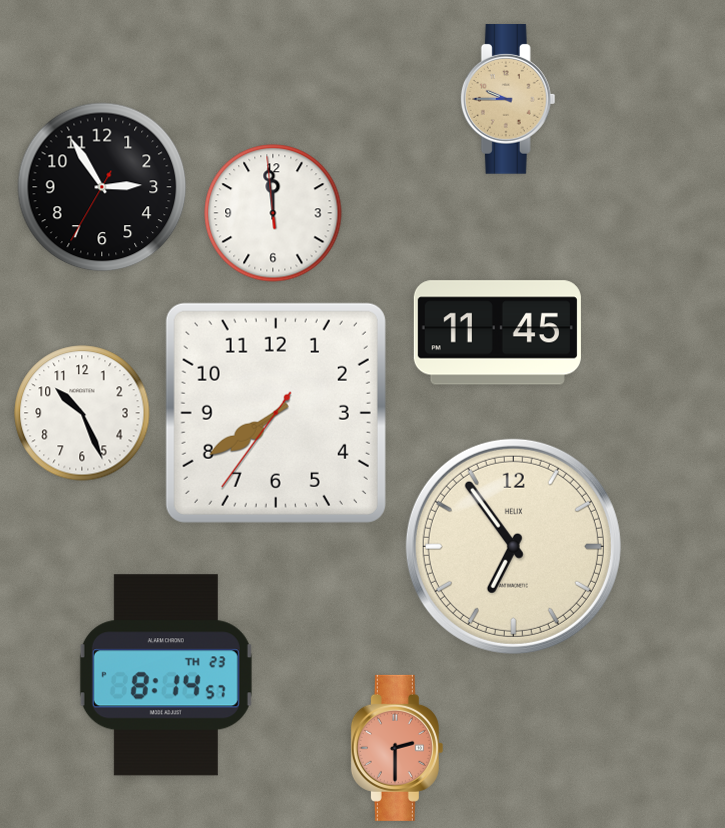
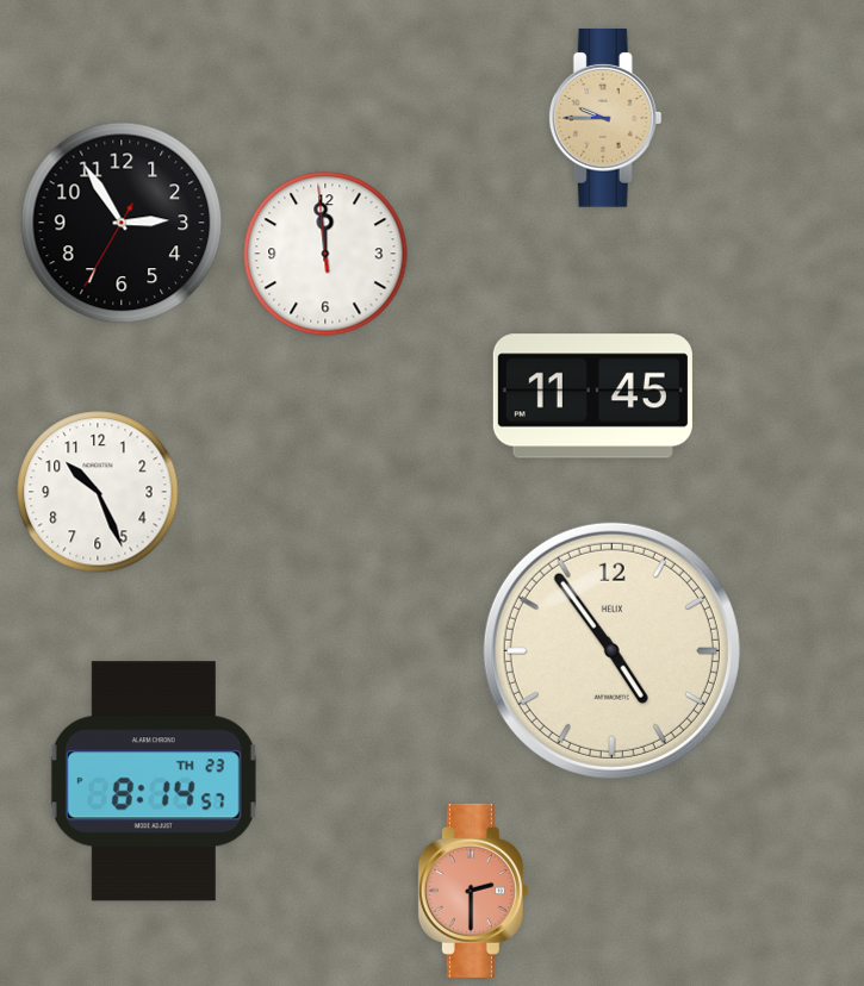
clock at (276, 413): 7:39 -> none
clock at (513, 546): 6:54 -> 4:54
clock at (166, 675) position: (166, 675) -> (154, 781)
